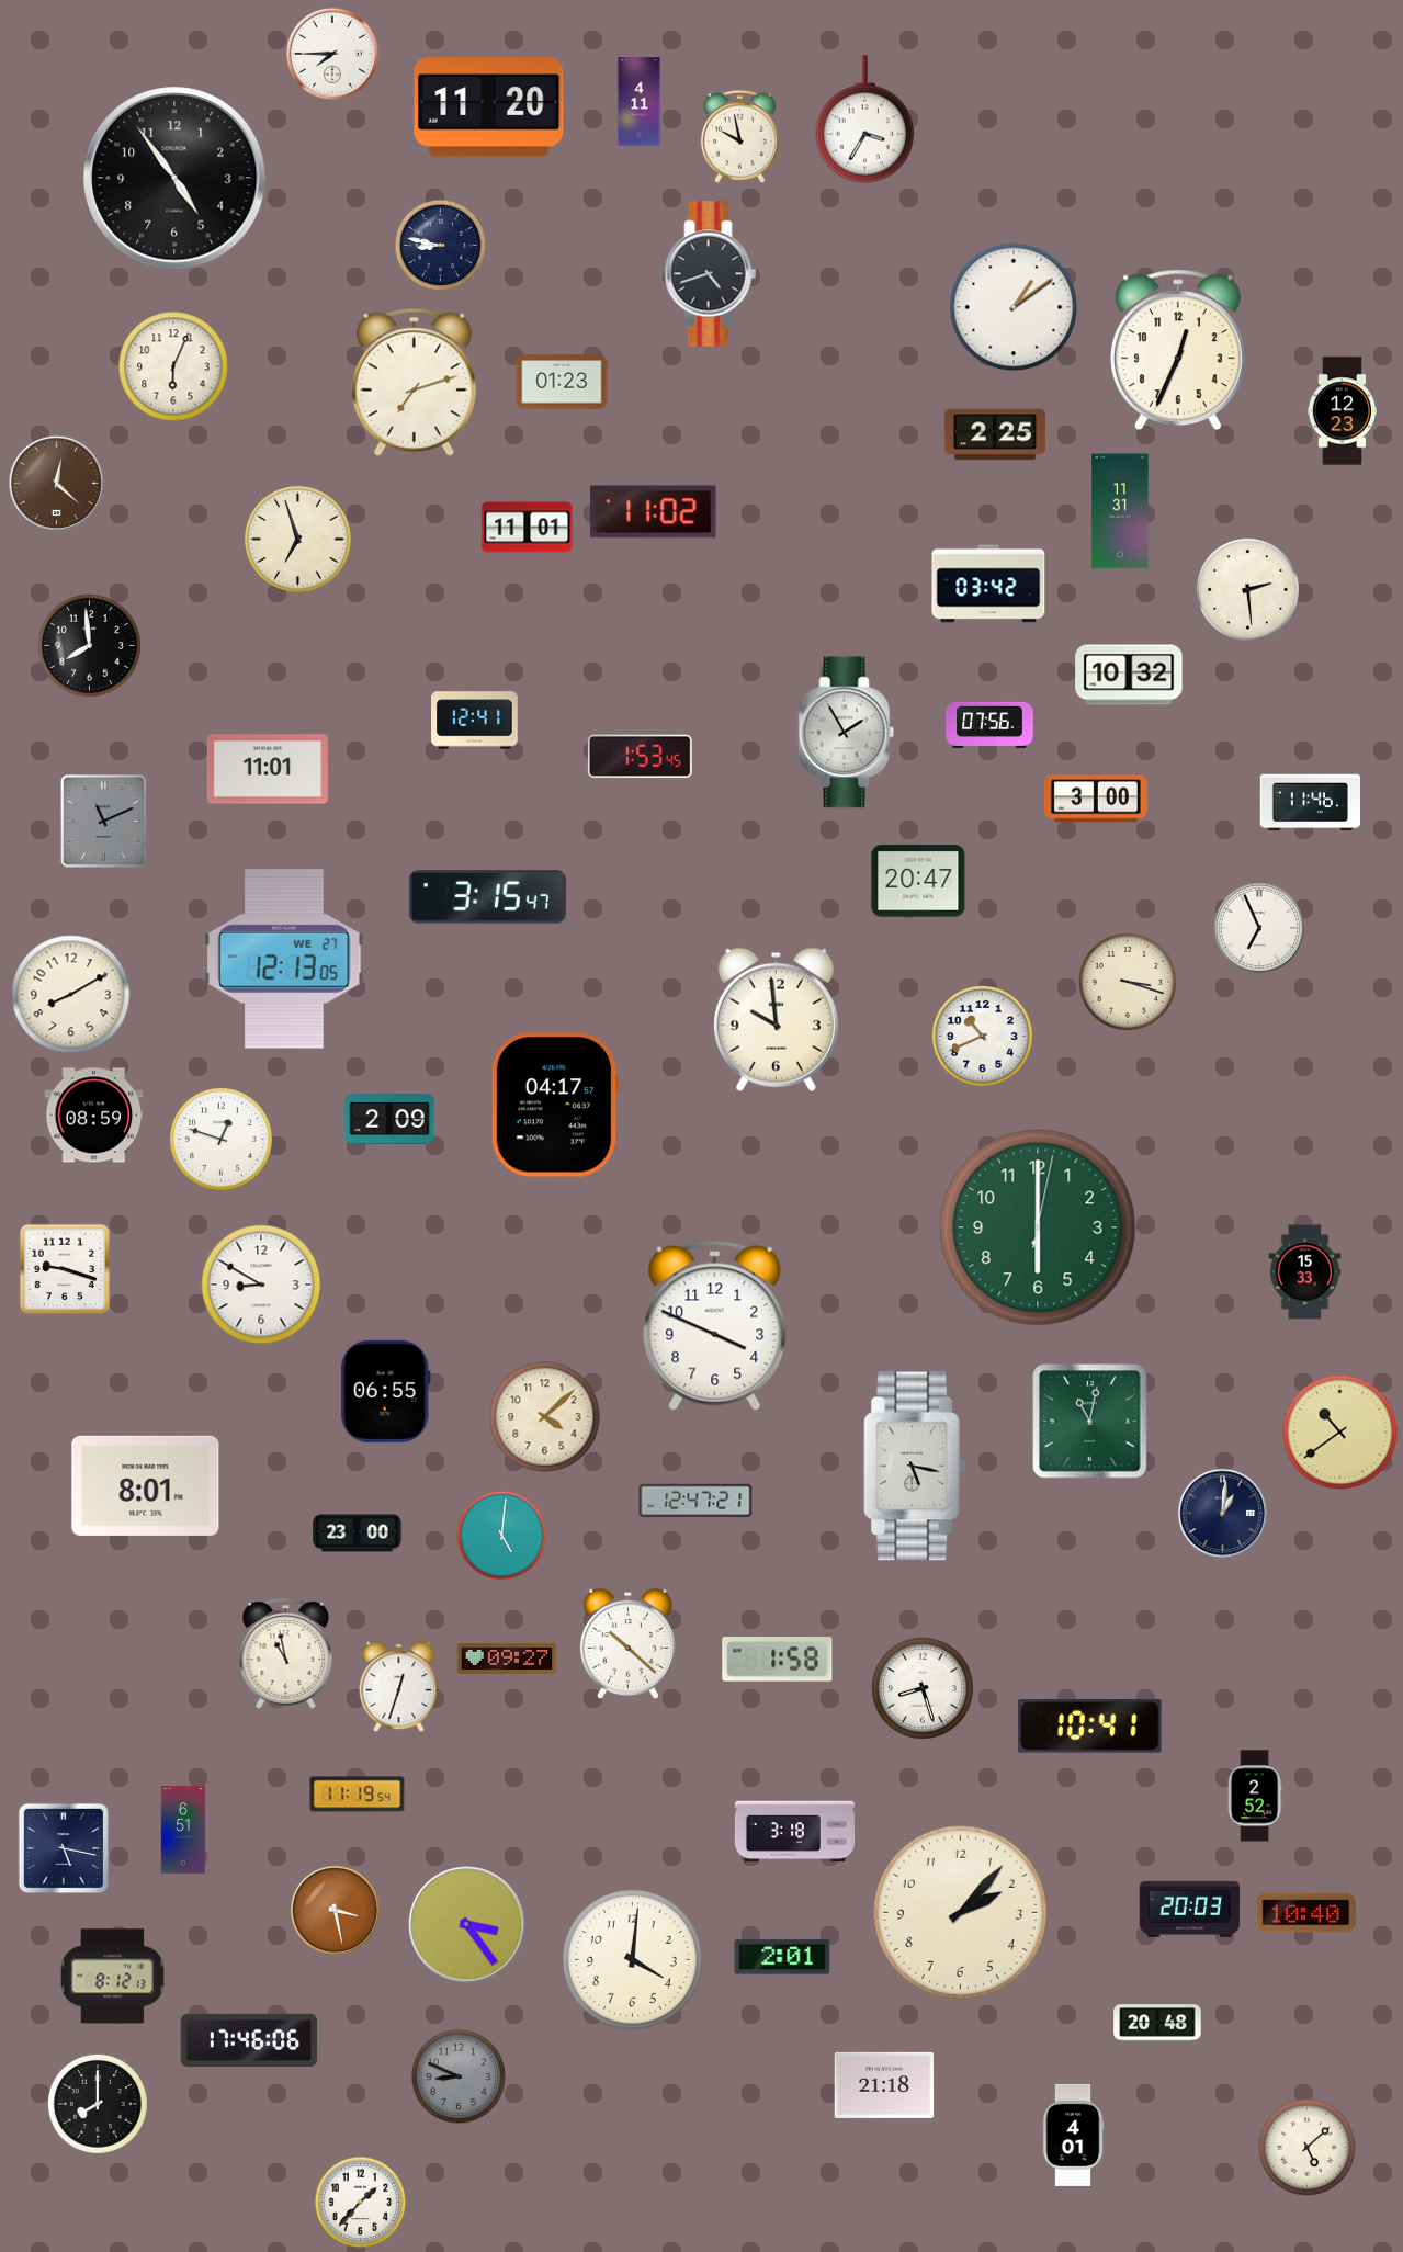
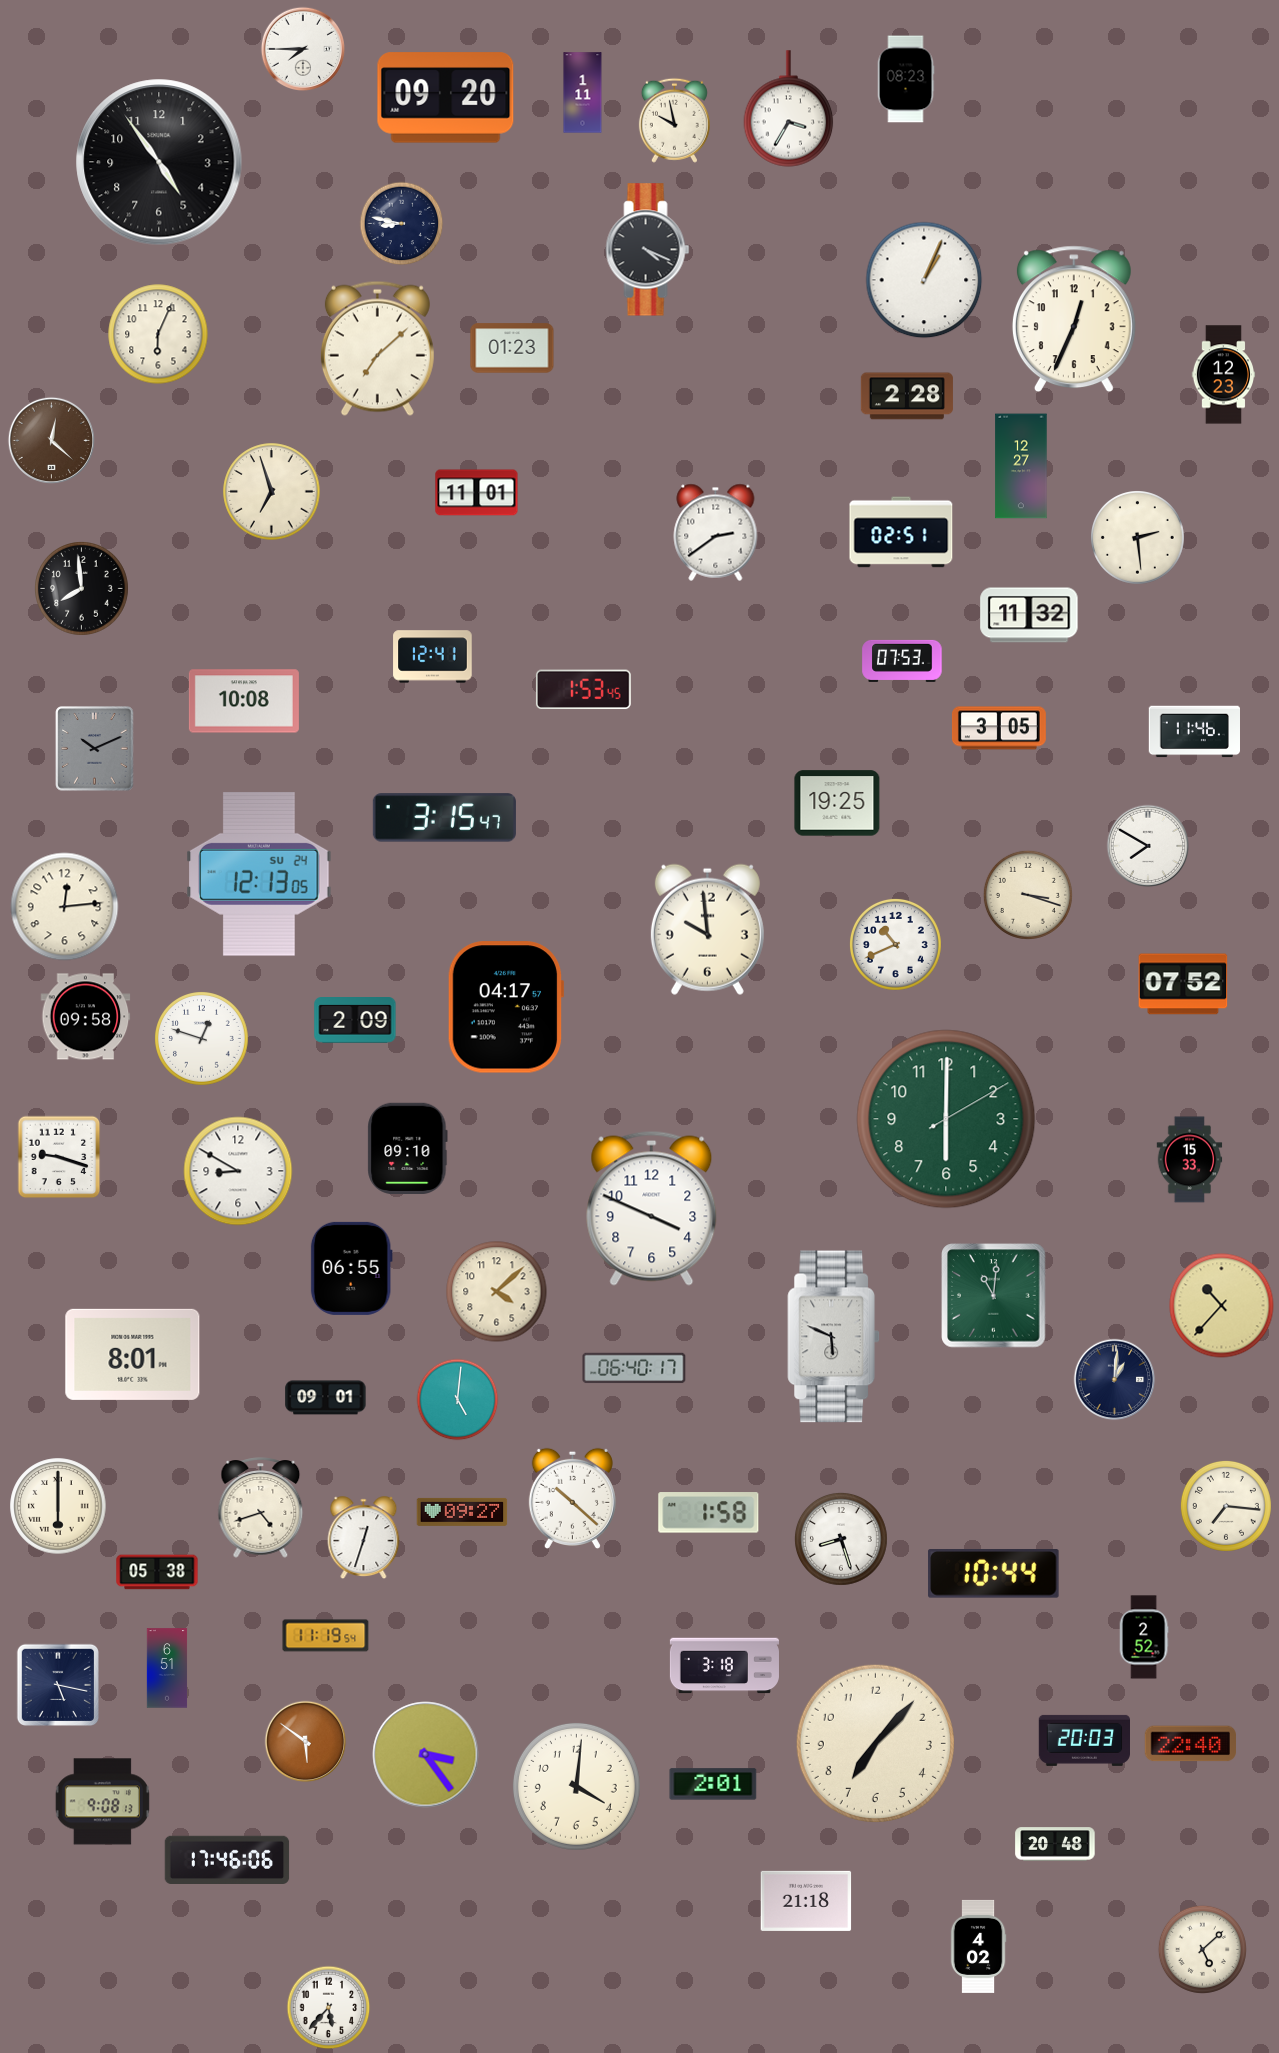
clock at (906, 79): none -> 08:23
clock at (640, 102): 4:11 -> 1:11
clock at (489, 107): 11:20 -> 09:20
clock at (739, 136) position: (739, 136) -> (674, 120)
clock at (711, 274): 4:42 -> 4:19
clock at (1014, 307): 1:09 -> 1:04
clock at (414, 382): 7:12 -> 7:08
clock at (995, 434): 2:25 -> 2:28
clock at (1120, 511): 11:31 -> 12:27
clock at (654, 512): 11:02 -> none
clock at (528, 528) position: (528, 528) -> (477, 493)
clock at (716, 532): none -> 2:39
clock at (988, 584): 03:42 -> 02:51
clock at (1129, 675): 10:32 -> 11:32
clock at (989, 725): 07:56 -> 07:53
clock at (847, 733): 1:55 -> none
clock at (268, 769): 11:01 -> 10:08
clock at (1096, 799): 3:00 -> 3:05
clock at (104, 822): 11:11 -> 10:11
clock at (918, 881): 20:47 -> 19:25
clock at (1259, 928): 6:56 -> 7:50
clock at (284, 960) date: WE 27 -> SU 24
clock at (71, 995): 8:10 -> 12:14
clock at (1183, 984): none -> 07:52
clock at (94, 1116): 08:59 -> 09:58
clock at (1038, 1227): 6:00:02 -> 6:00:10
clock at (408, 1148): none -> 09:10
clock at (1090, 1422): 11:02 -> 11:01
clock at (1340, 1433): 10:39 -> 10:37
clock at (915, 1467): 5:17 -> 5:49
clock at (695, 1501): 12:47 -> 06:40
clock at (358, 1534): 23:00 -> 09:01
clock at (58, 1506): none -> 6:00
clock at (1226, 1506): none -> 7:16
clock at (286, 1654): 10:58 -> 4:42
clock at (157, 1572): none -> 05:38
clock at (1090, 1727): 10:41 -> 10:44
clock at (794, 1832) position: (794, 1832) -> (724, 1666)
clock at (336, 1911): 3:28 -> 5:51
clock at (960, 1912): 2:07 -> 7:07
clock at (1305, 1913): 10:40 -> 22:40
clock at (112, 1977): 8:12 -> 9:08
clock at (459, 2076): 8:49 -> none
clock at (98, 2104): 8:00 -> none
clock at (1073, 2135): 4:01 -> 4:02
clock at (1306, 2147) position: (1306, 2147) -> (1202, 1949)
clock at (361, 2203): 1:37 -> 5:37
